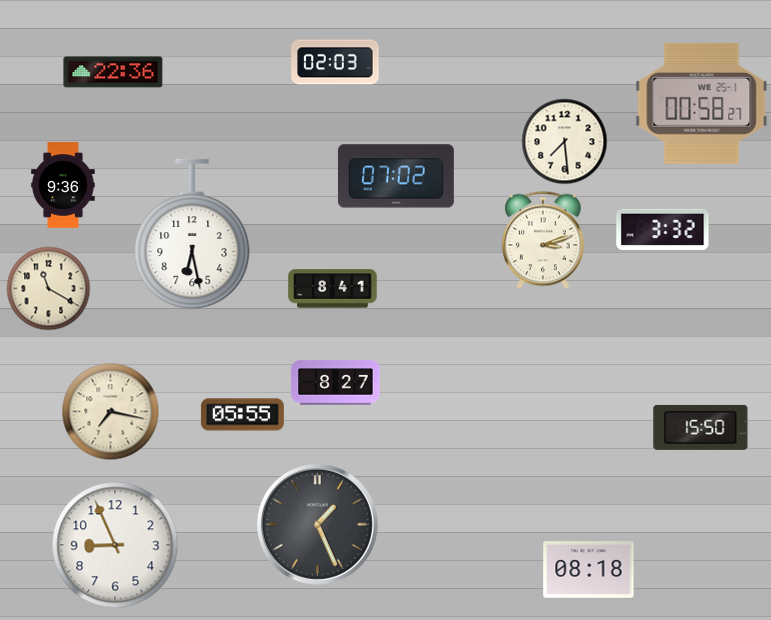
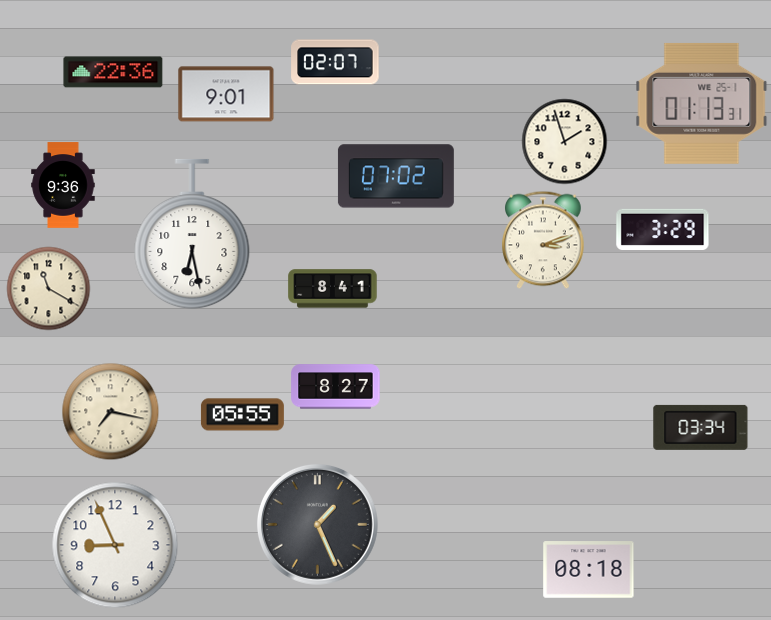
clock at (335, 62): 02:03 -> 02:07
clock at (226, 94): none -> 9:01
clock at (702, 103): 00:58 -> 01:13
clock at (565, 142): 7:29 -> 1:57
clock at (663, 229): 3:32 -> 3:29
clock at (336, 383) position: (336, 383) -> (336, 387)
clock at (701, 427): 15:50 -> 03:34
